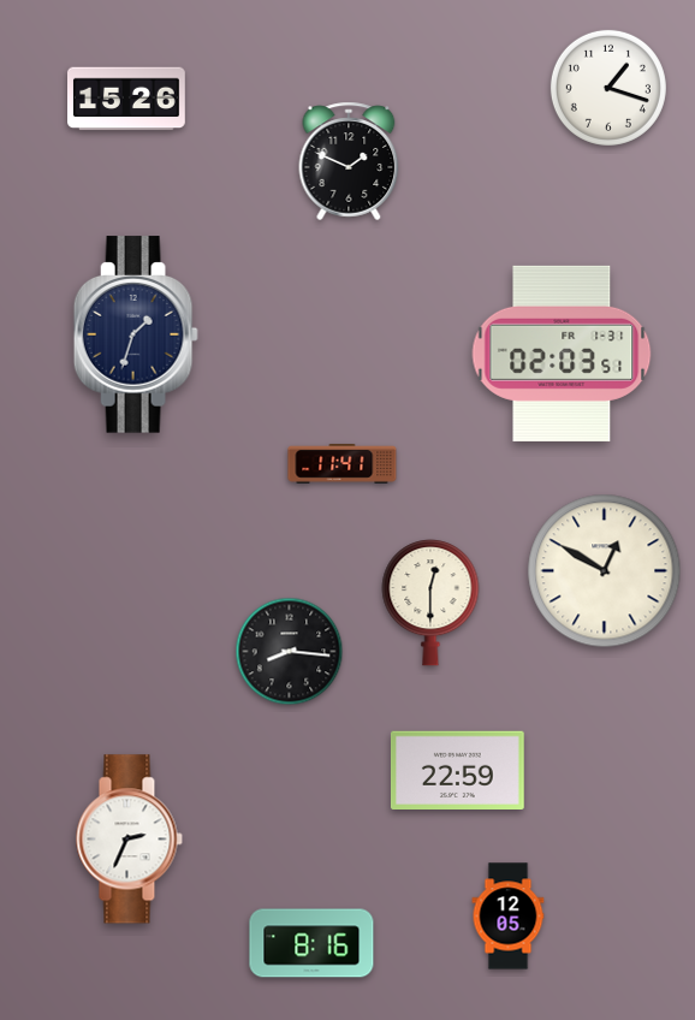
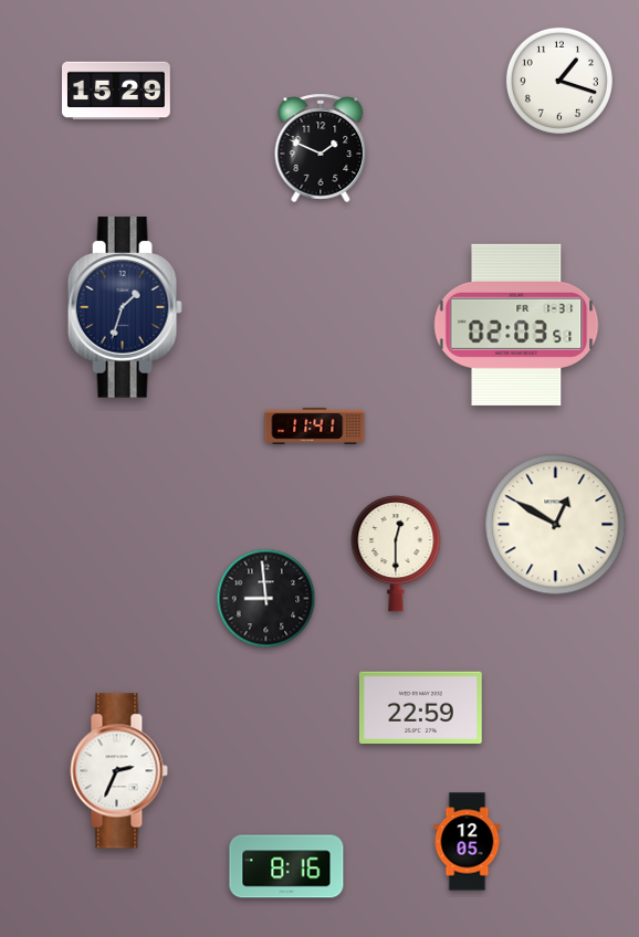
clock at (127, 99): 15:26 -> 15:29
clock at (290, 652): 8:16 -> 8:59
